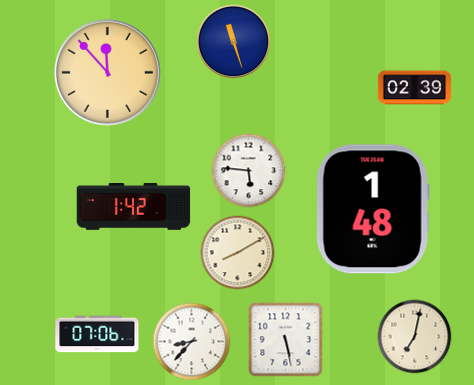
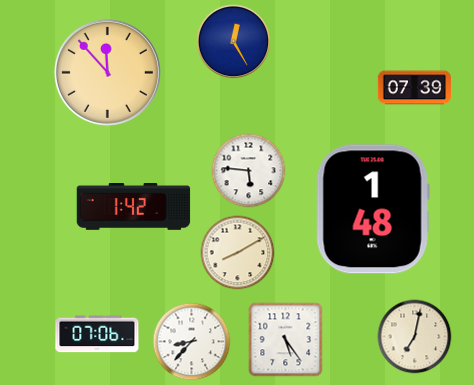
clock at (234, 42): 11:27 -> 12:25
clock at (414, 88): 02:39 -> 07:39
clock at (286, 340): 5:28 -> 5:24
